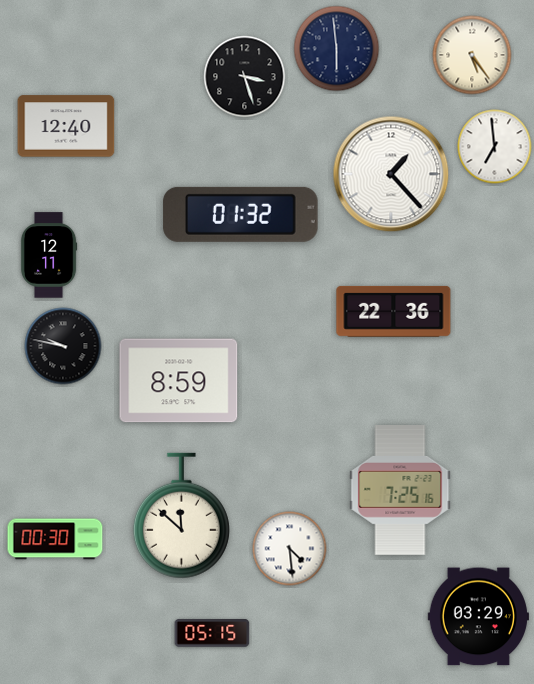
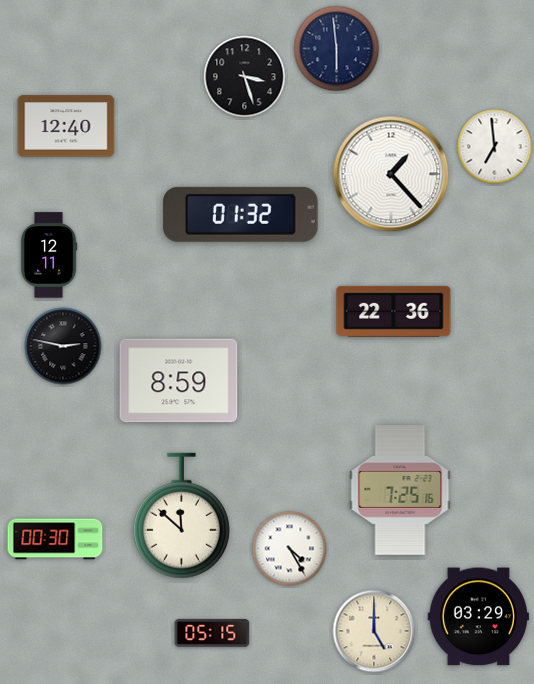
clock at (472, 55): 5:24 -> none
clock at (63, 346): 9:47 -> 2:47
clock at (290, 549): 4:29 -> 4:25
clock at (374, 631): none -> 5:00
